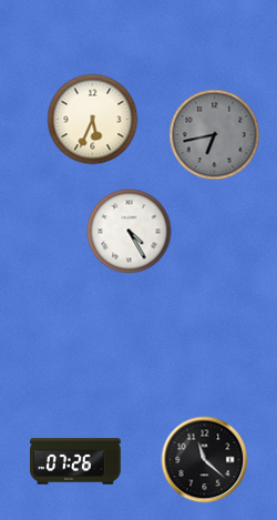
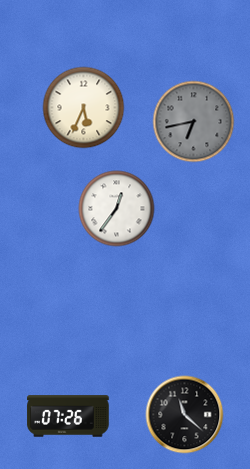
clock at (130, 232): 4:25 -> 12:36
